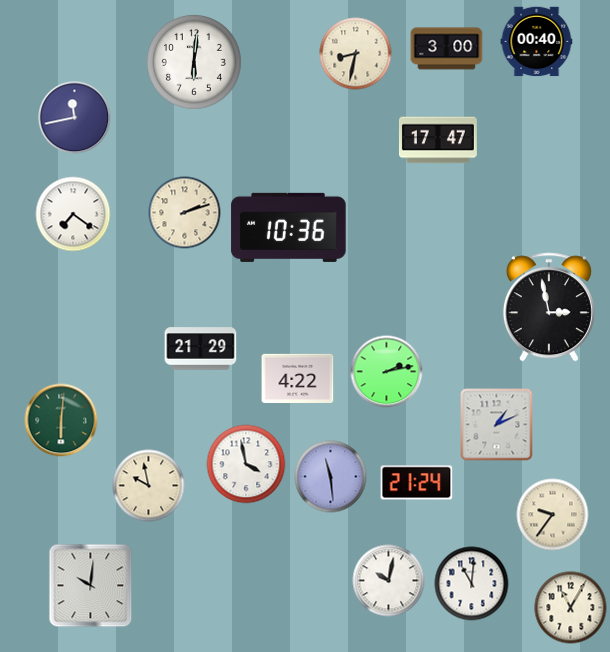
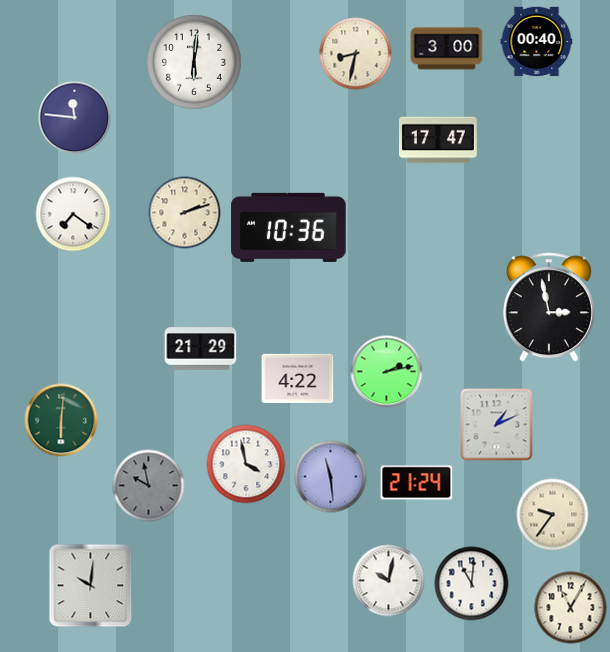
clock at (75, 118): 11:43 -> 11:46
clock at (149, 486) dial: cream -> grey
